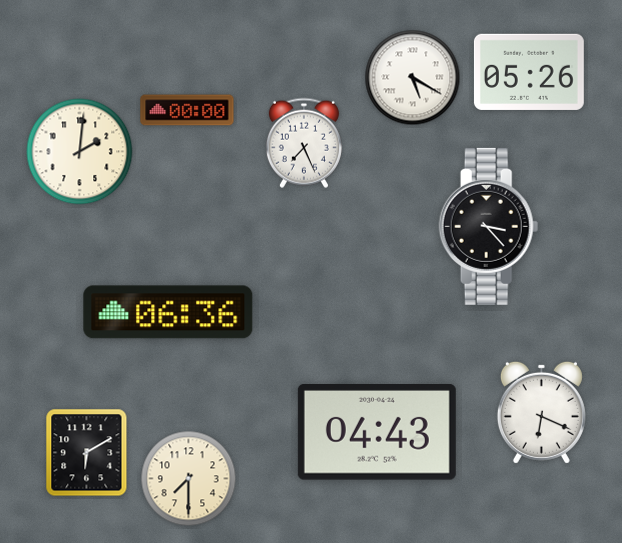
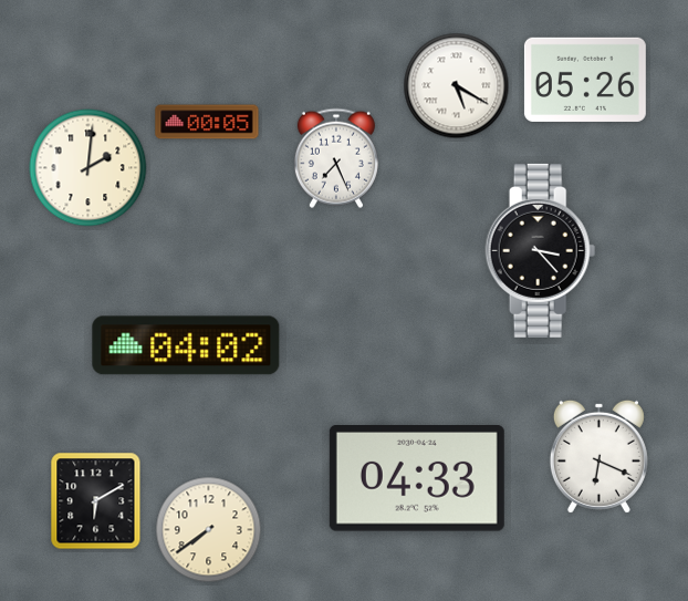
clock at (187, 110): 00:00 -> 00:05
clock at (168, 312): 06:36 -> 04:02
clock at (377, 433): 04:43 -> 04:33
clock at (189, 479): 7:30 -> 7:39
